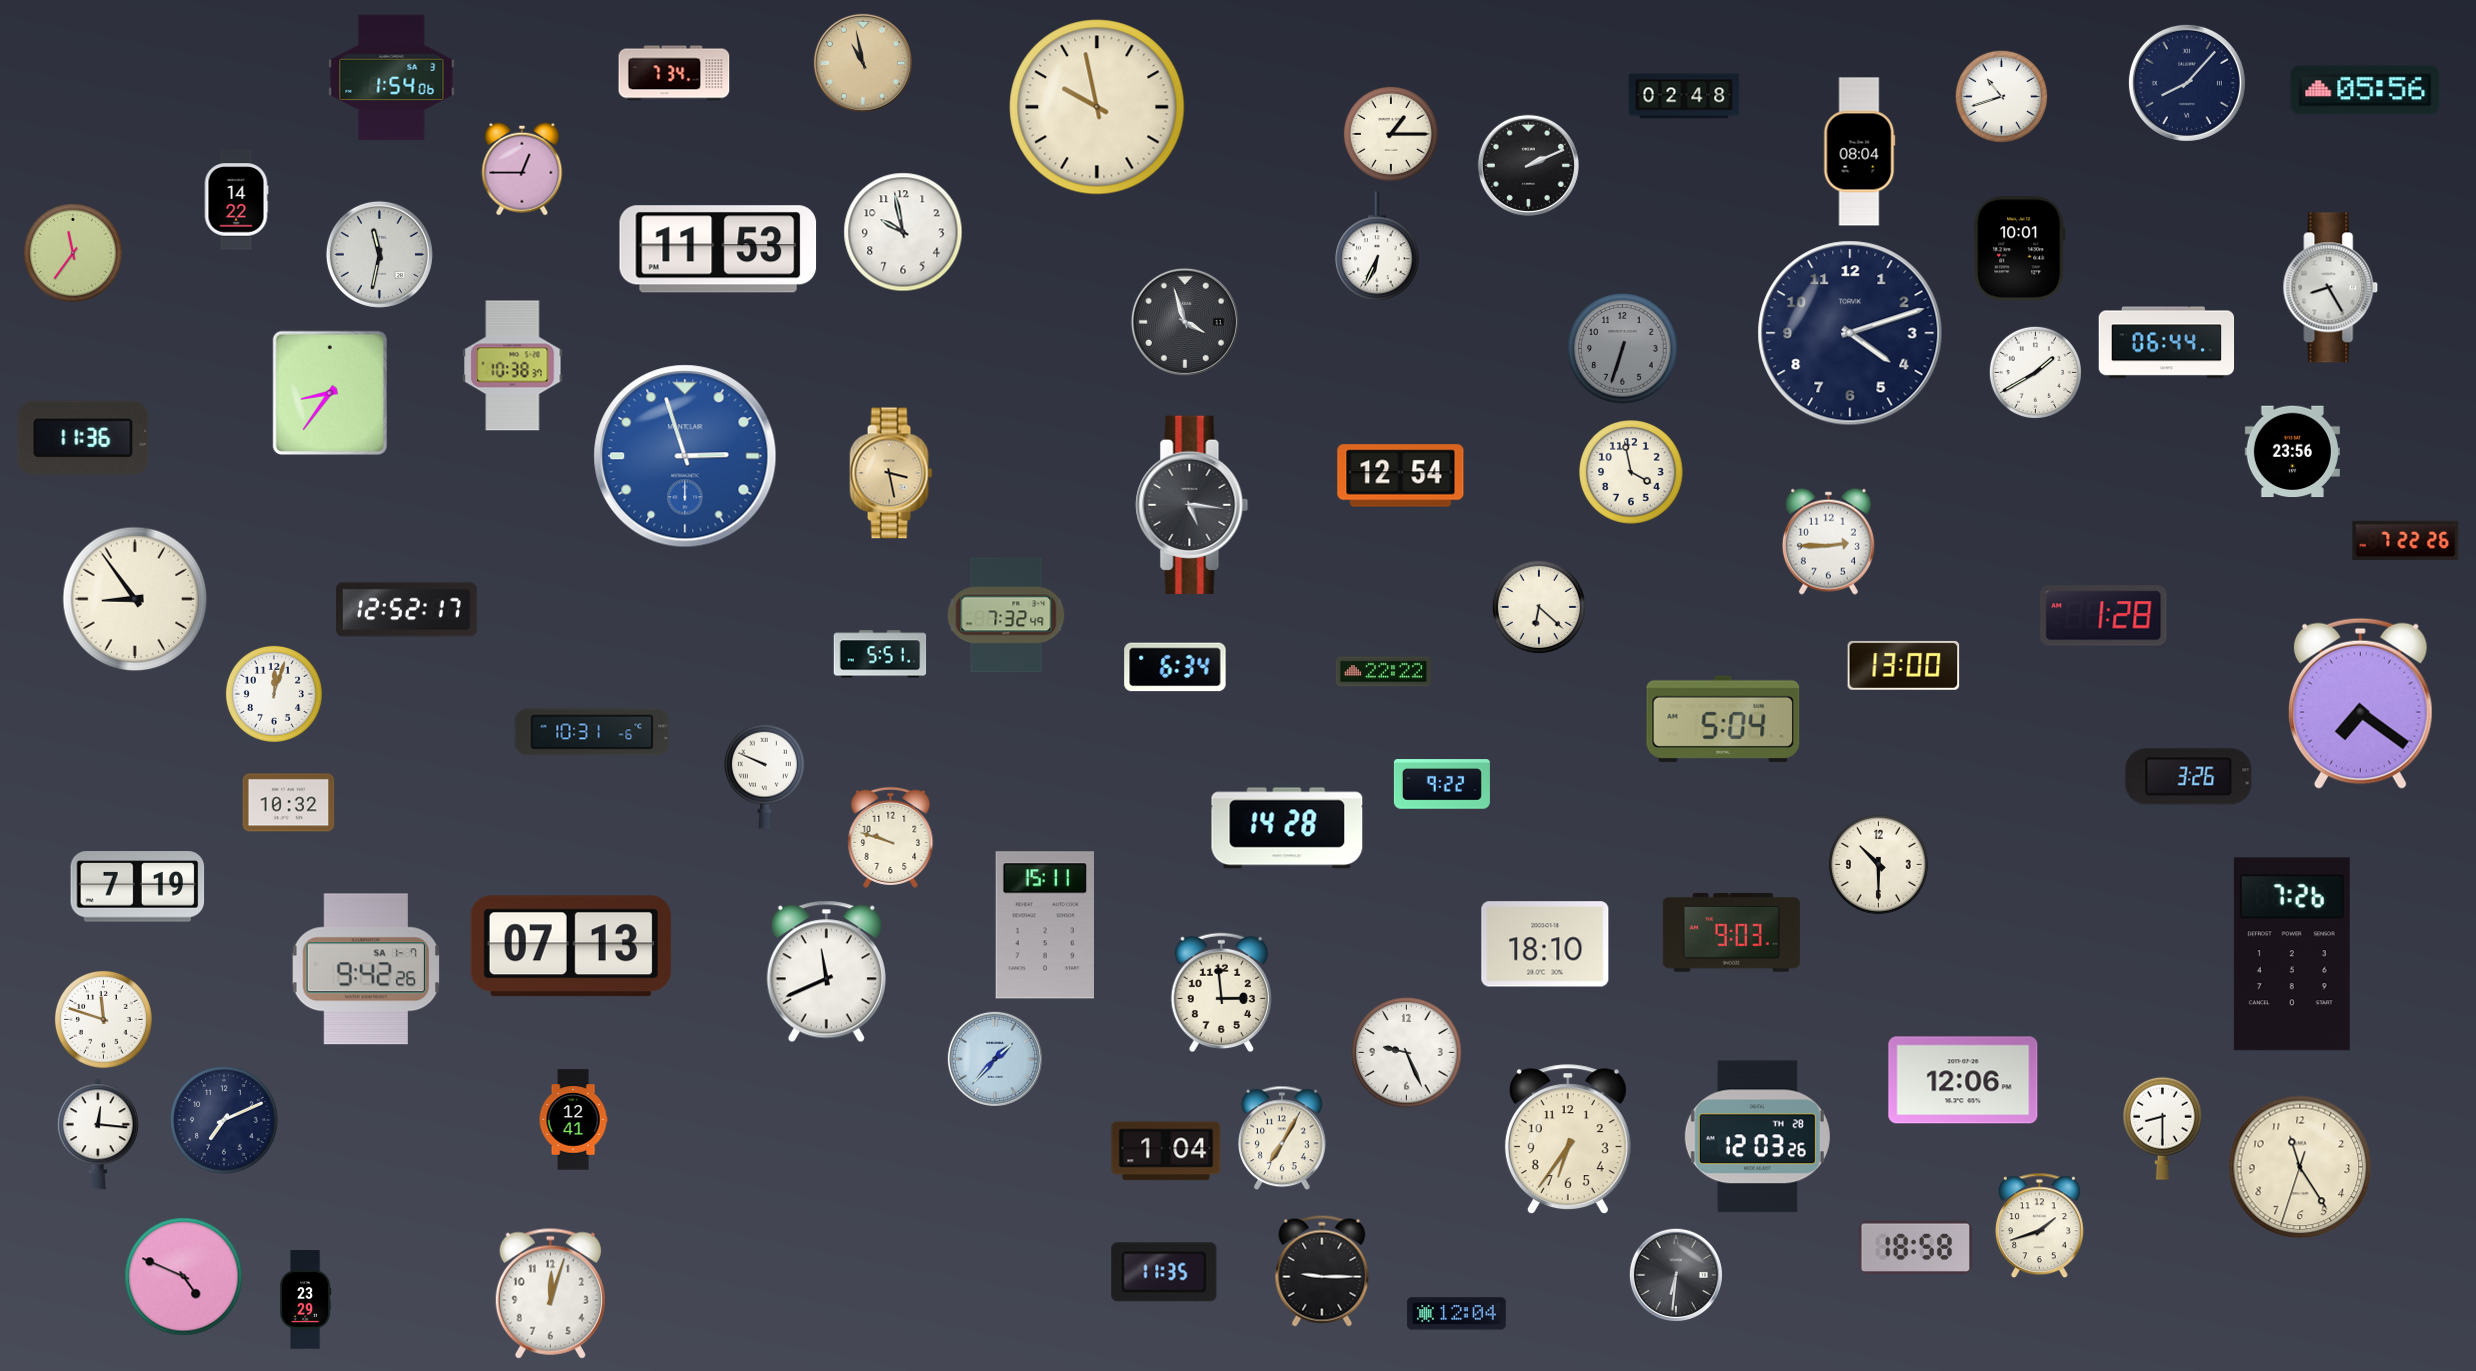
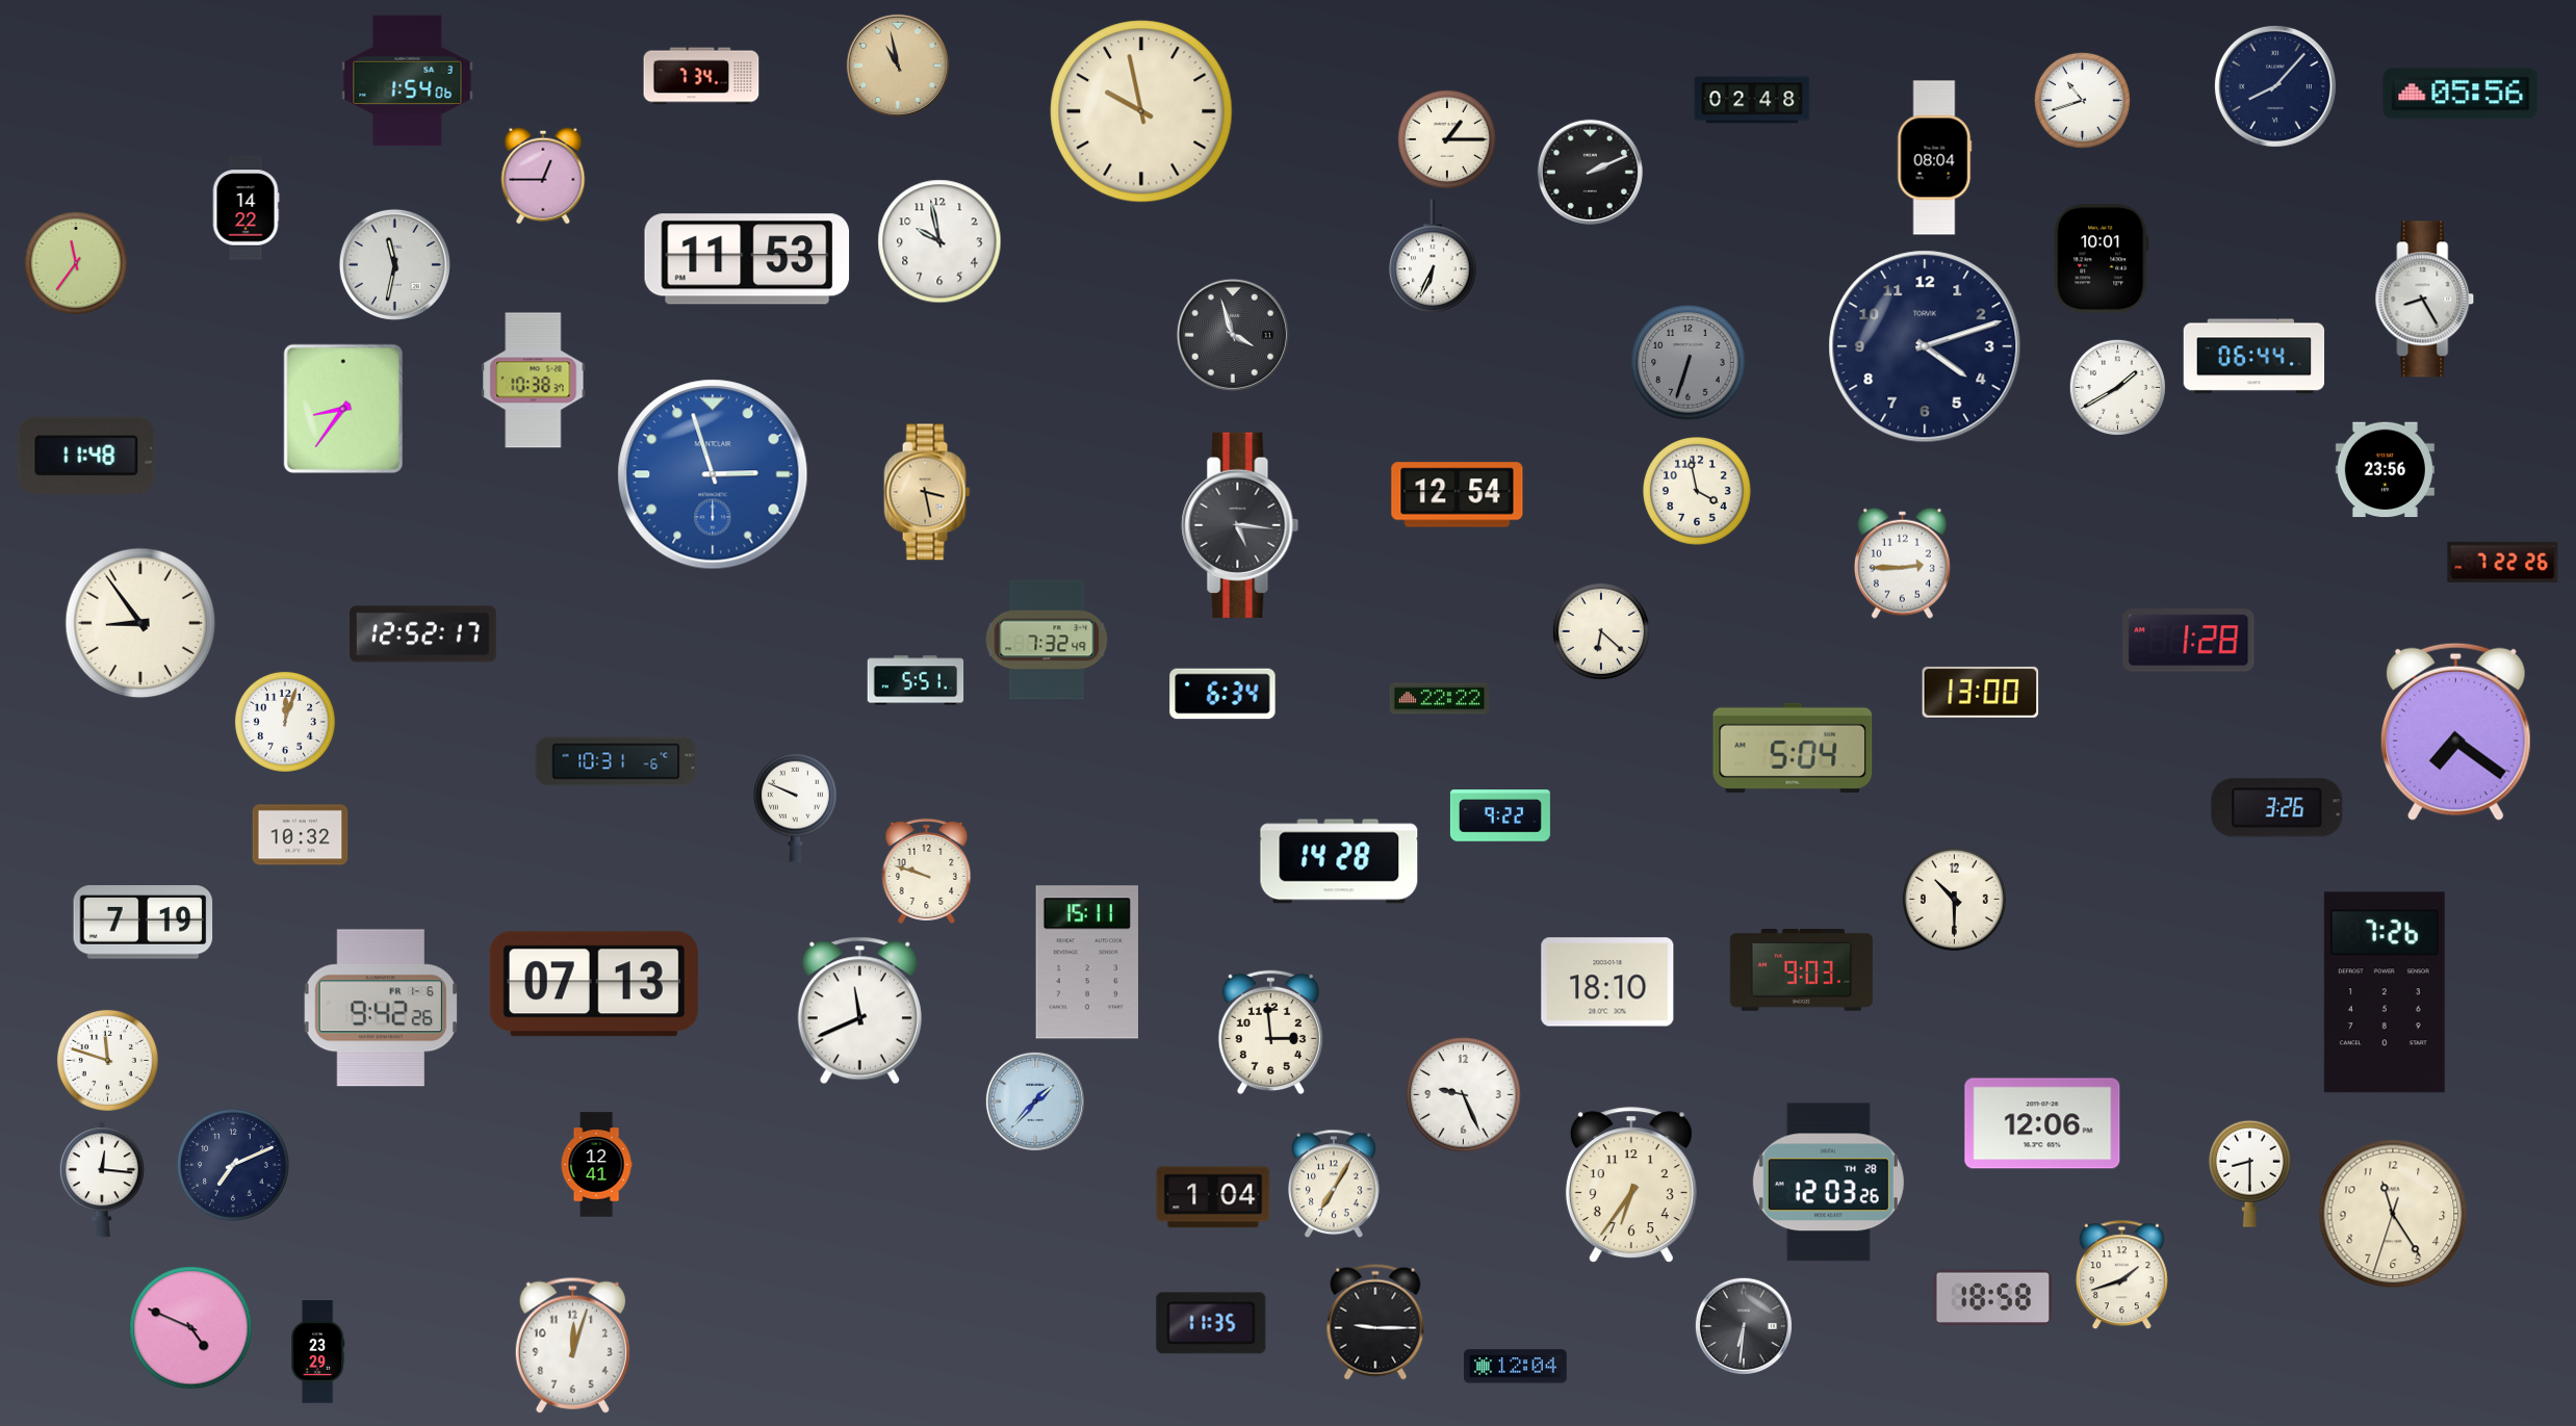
clock at (83, 438): 11:36 -> 11:48
clock at (366, 969) date: SA 1-7 -> FR 1-6
